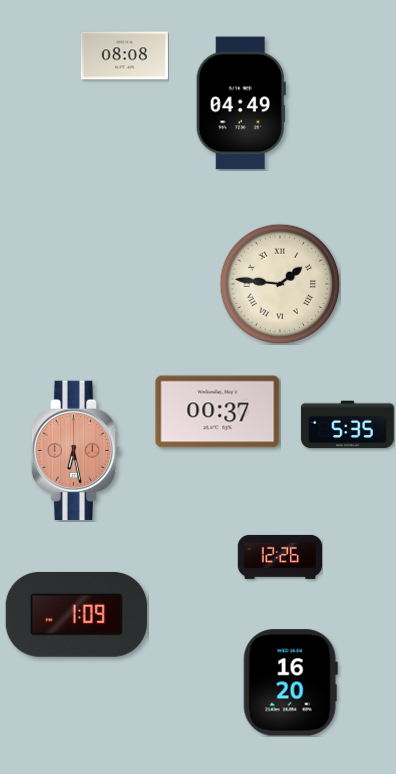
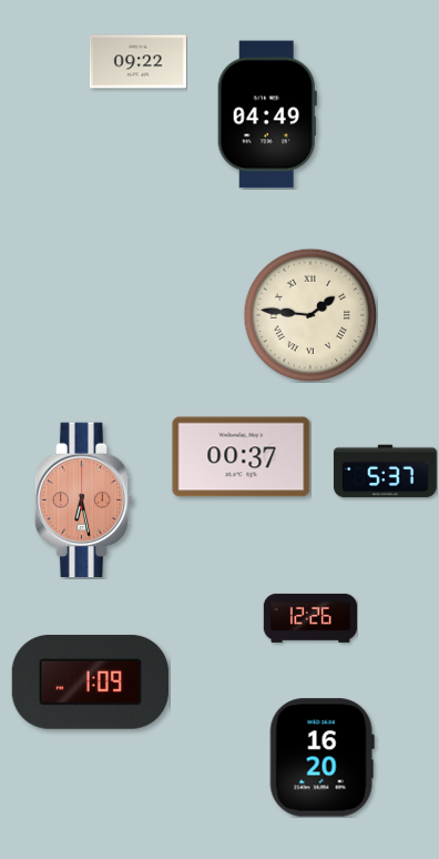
clock at (124, 56): 08:08 -> 09:22
clock at (347, 425): 5:35 -> 5:37
clock at (76, 614) position: (76, 614) -> (90, 681)
